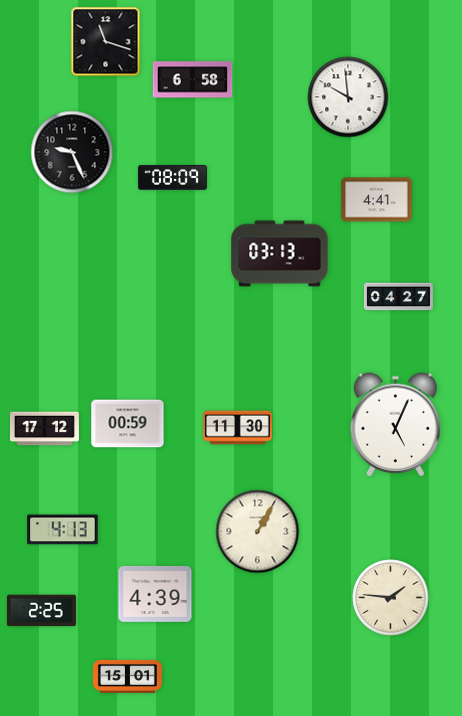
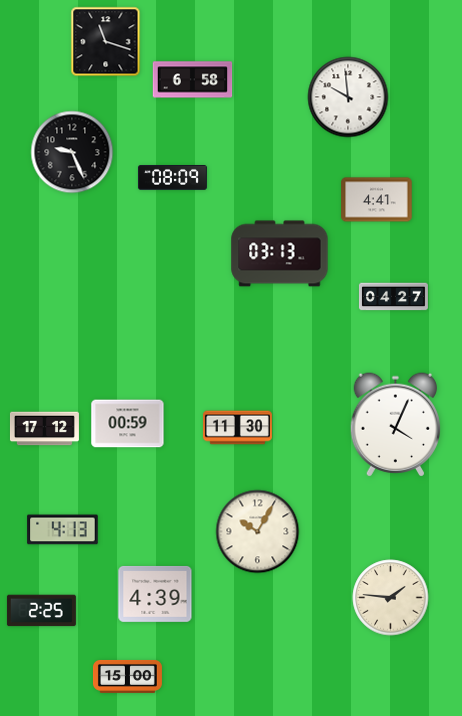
clock at (398, 297) position: (398, 297) -> (393, 297)
clock at (395, 425): 5:04 -> 4:04
clock at (258, 532): 1:05 -> 10:05
clock at (127, 676): 15:01 -> 15:00
